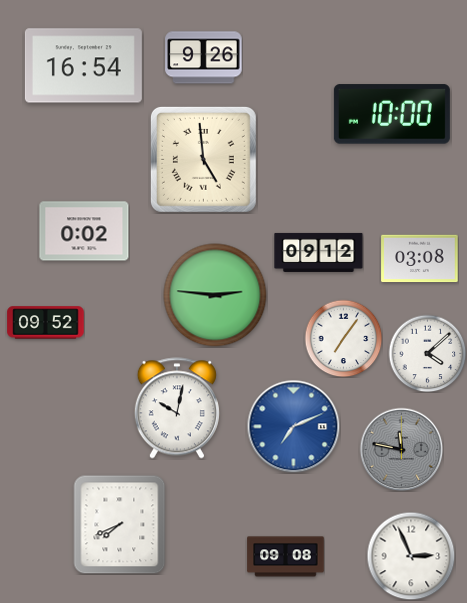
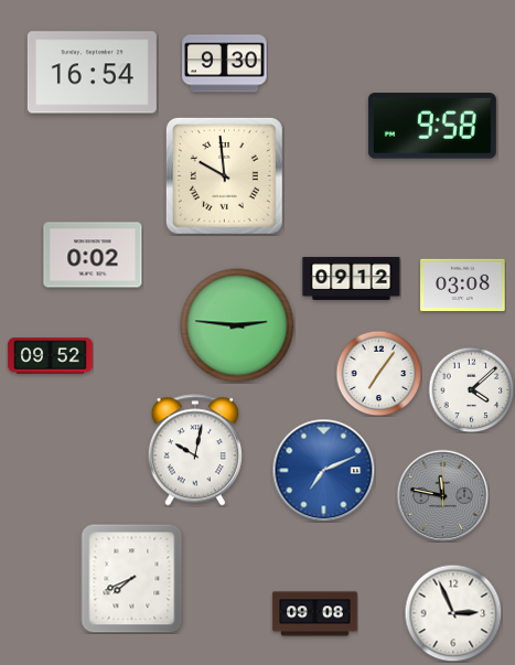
clock at (204, 58): 9:26 -> 9:30
clock at (392, 114): 10:00 -> 9:58
clock at (203, 159): 4:59 -> 9:59
